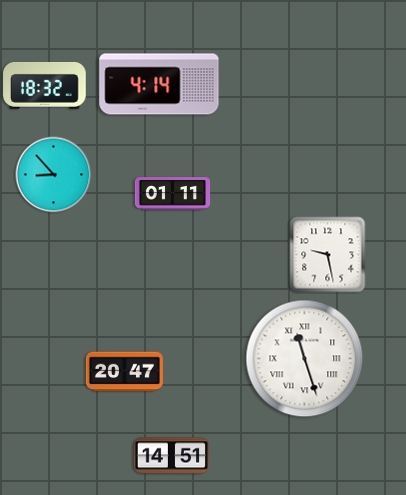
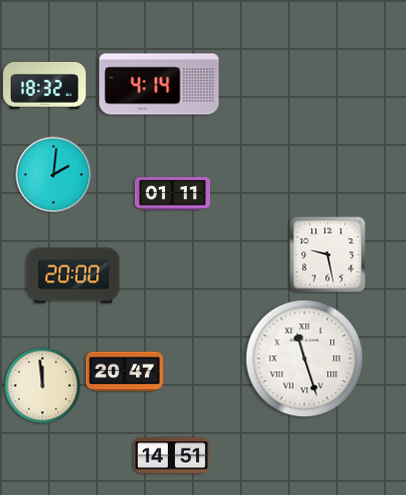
clock at (54, 175): 8:53 -> 2:01
clock at (74, 276): none -> 20:00
clock at (43, 386): none -> 11:59
